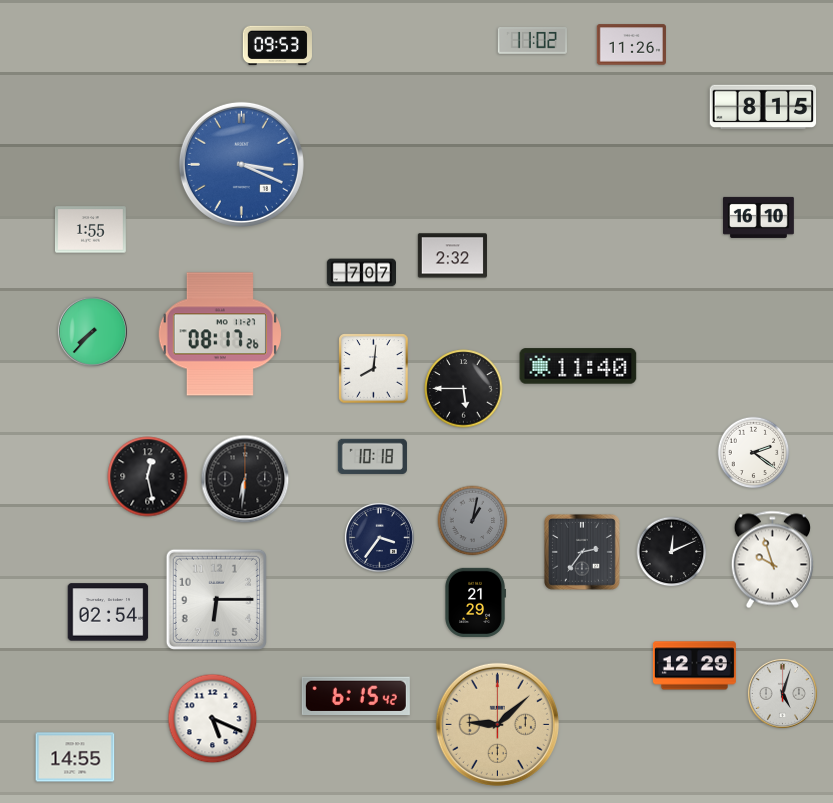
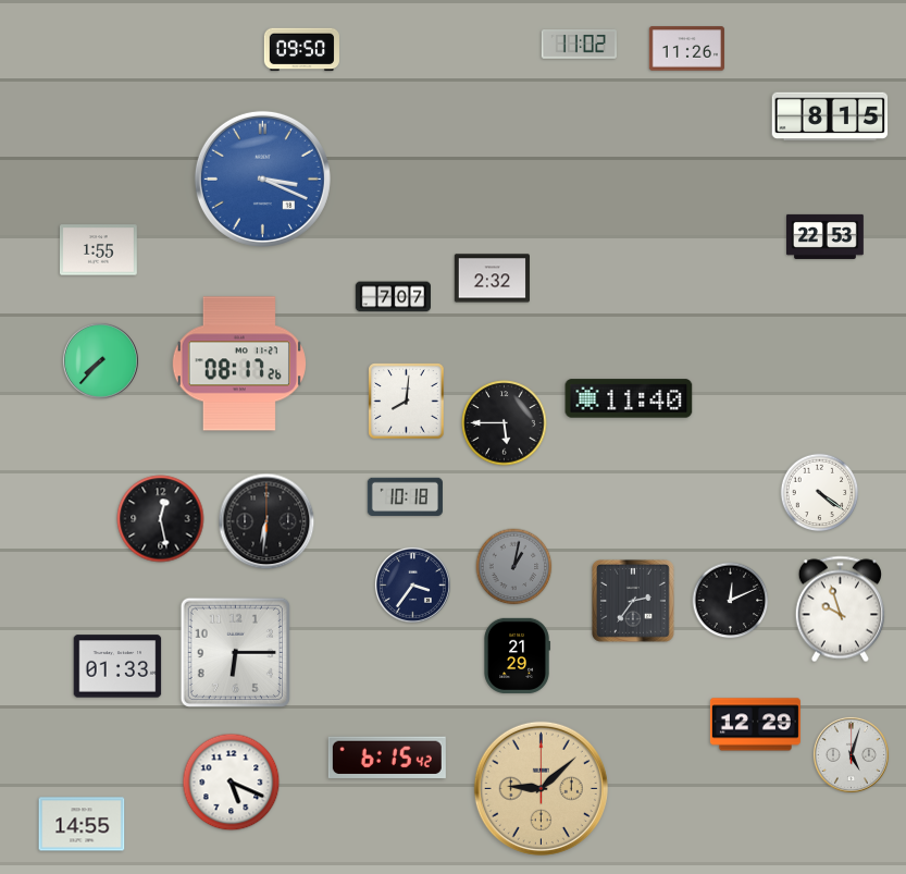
clock at (277, 46): 09:53 -> 09:50
clock at (759, 217): 16:10 -> 22:53
clock at (754, 453): 2:21 -> 4:21
clock at (108, 612): 02:54 -> 01:33
